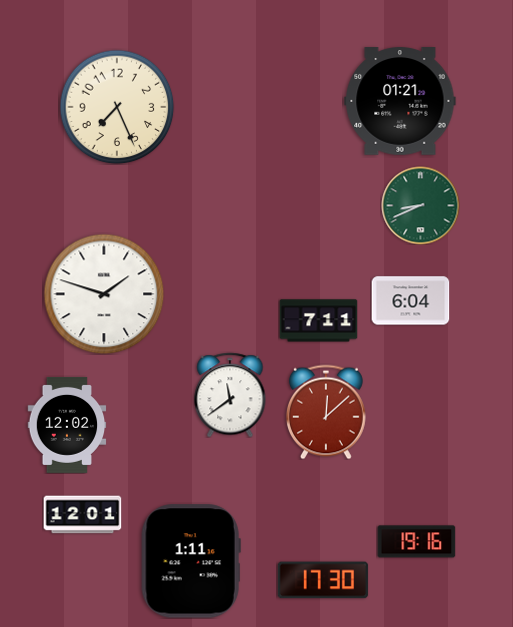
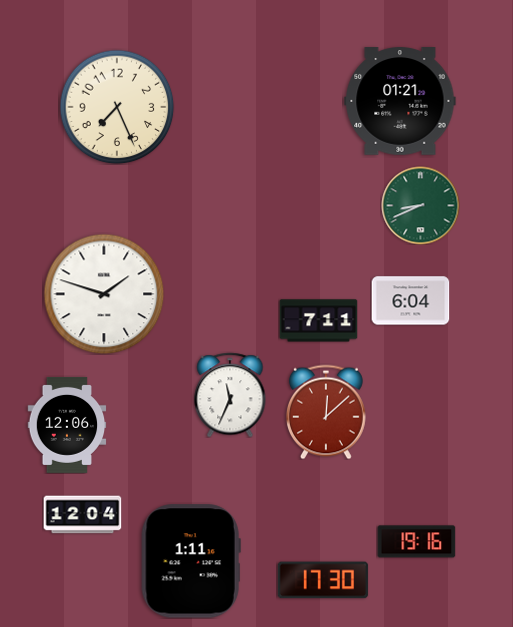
clock at (230, 395): 11:39 -> 11:34
clock at (67, 425): 12:02 -> 12:06
clock at (82, 515): 12:01 -> 12:04
